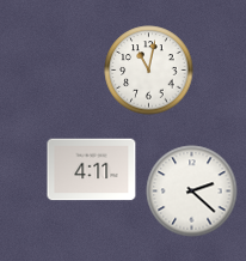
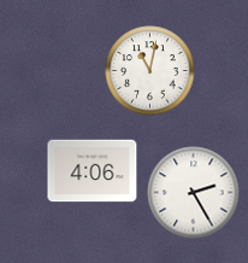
clock at (92, 170): 4:11 -> 4:06
clock at (192, 192): 2:22 -> 2:25
